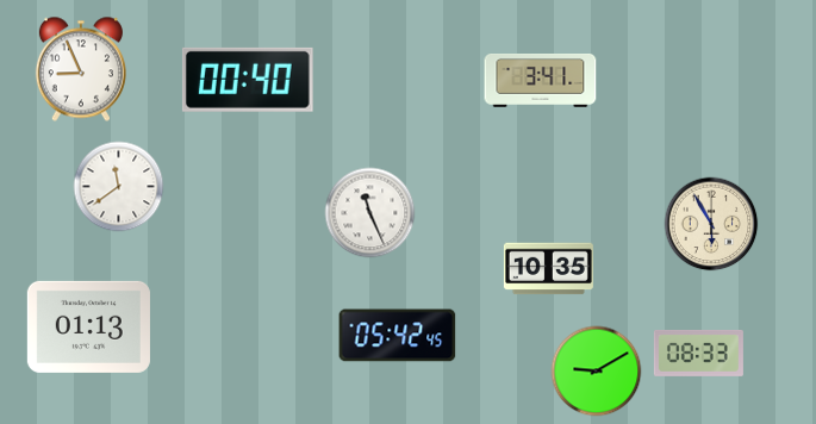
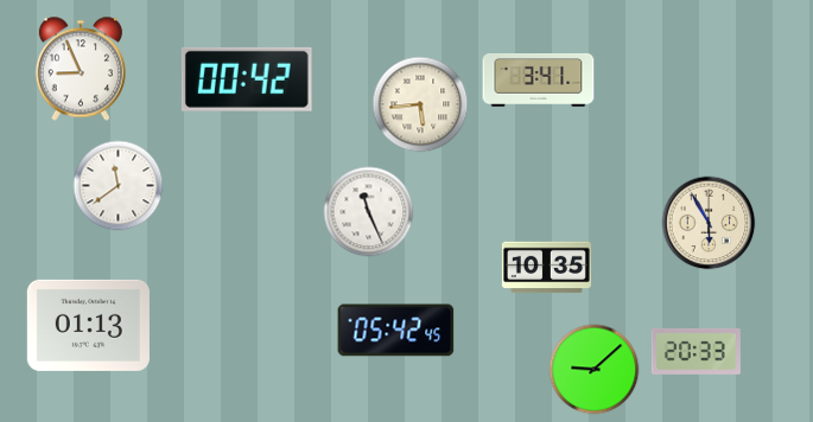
clock at (248, 80): 00:40 -> 00:42
clock at (420, 104): none -> 5:44
clock at (398, 336) position: (398, 336) -> (396, 331)
clock at (698, 353): 08:33 -> 20:33
clock at (597, 372): 9:10 -> 9:08
